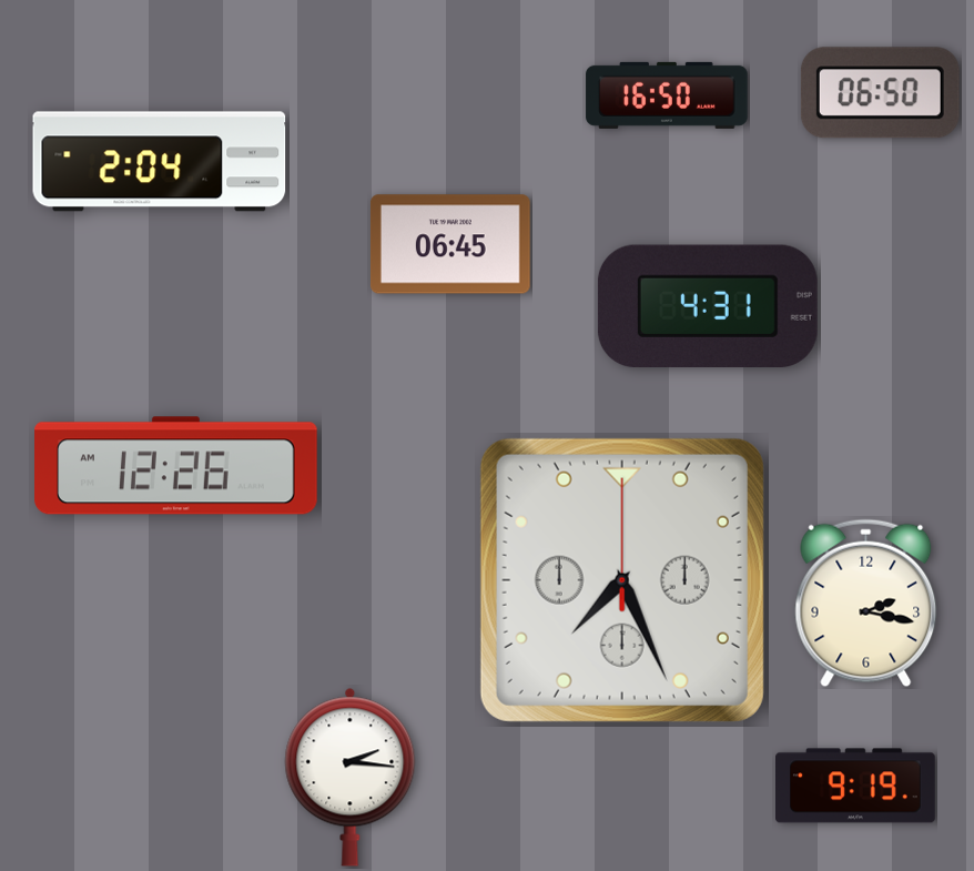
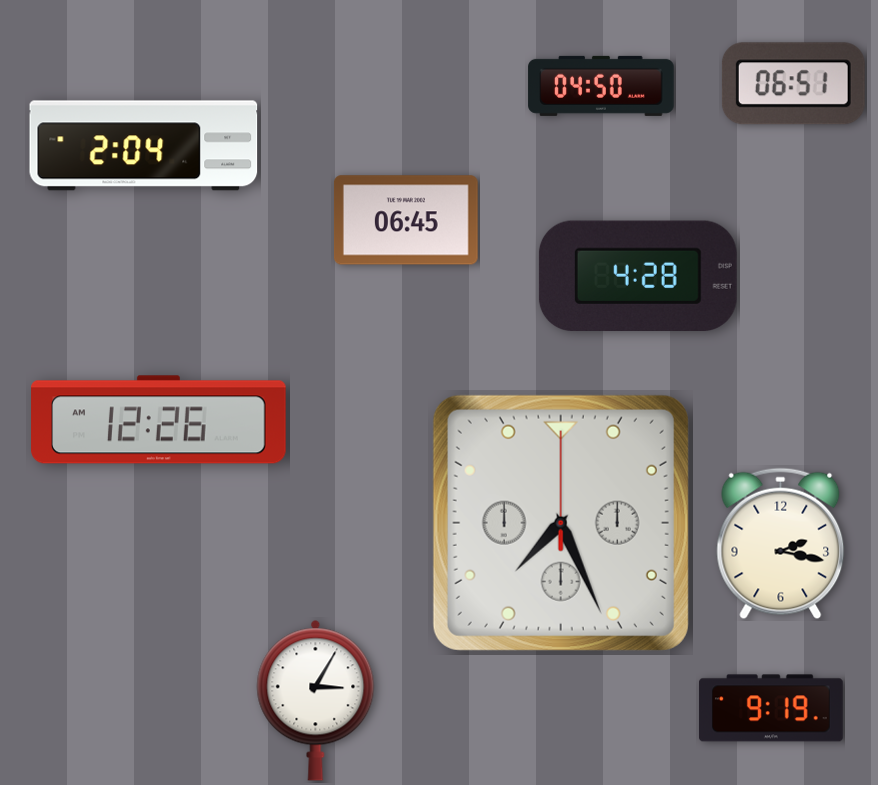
clock at (880, 93): 06:50 -> 06:51
clock at (667, 95): 16:50 -> 04:50
clock at (708, 305): 4:31 -> 4:28
clock at (351, 777): 2:16 -> 3:05
